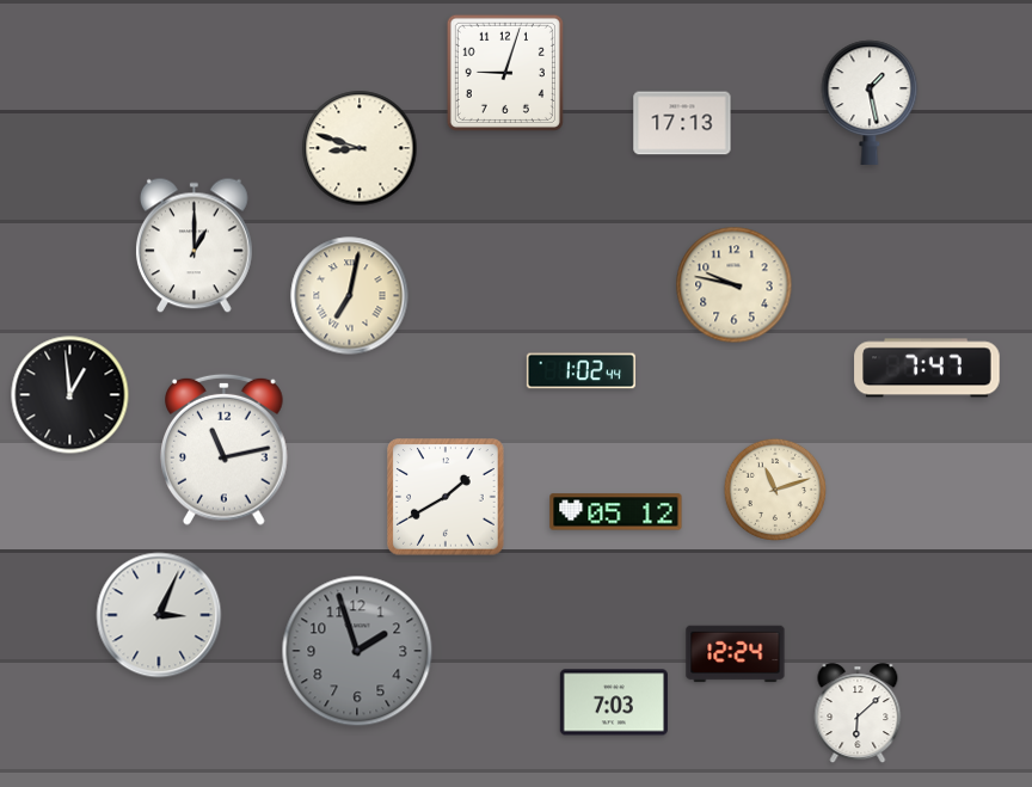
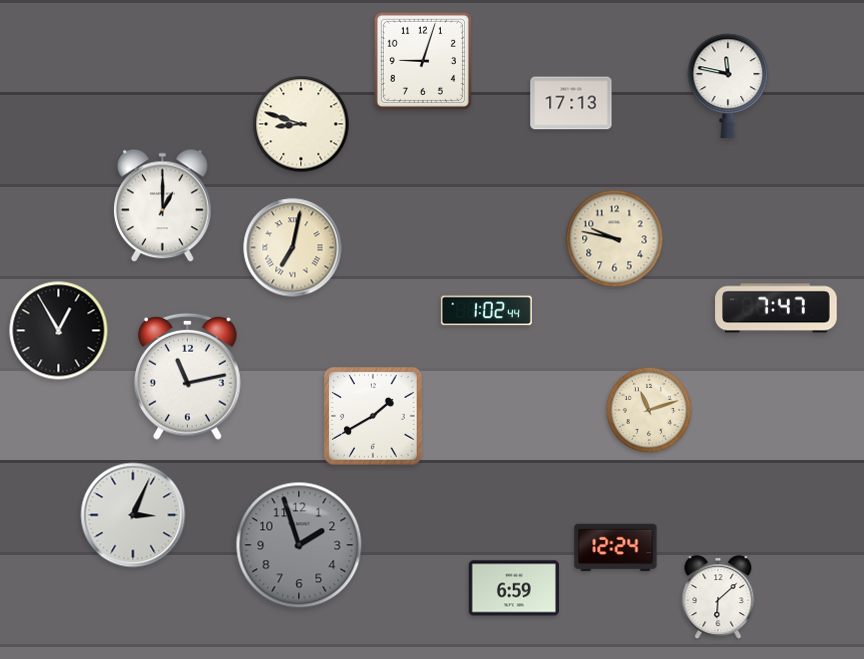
clock at (870, 103): 1:28 -> 11:47
clock at (70, 395): 12:59 -> 12:55
clock at (616, 512): 05:12 -> none
clock at (614, 702): 7:03 -> 6:59
